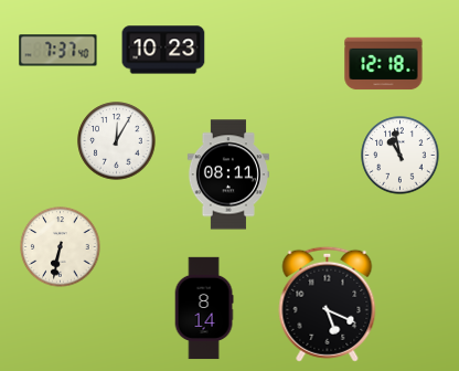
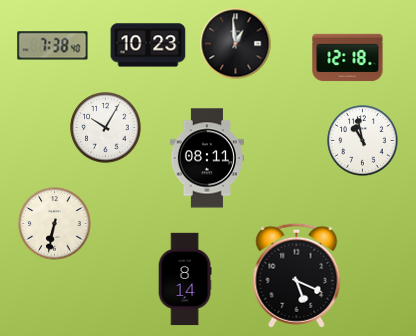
clock at (236, 44): none -> 12:59
clock at (58, 51): 7:37 -> 7:38
clock at (117, 141): 12:05 -> 10:05
